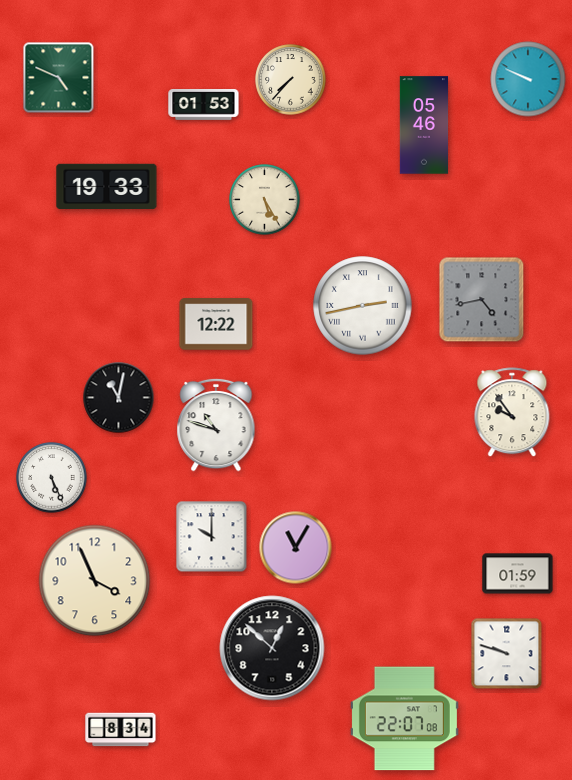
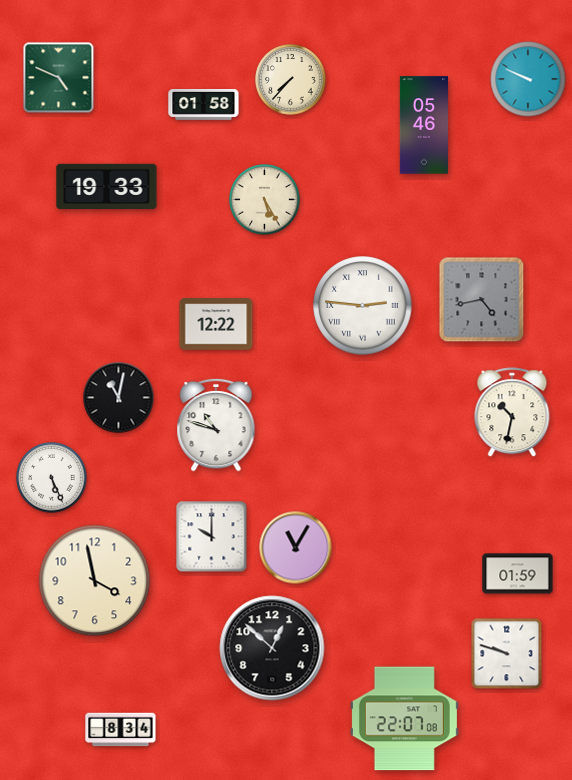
clock at (204, 105): 01:53 -> 01:58
clock at (363, 306): 2:43 -> 2:46
clock at (512, 413): 9:54 -> 10:32
clock at (95, 581): 3:56 -> 3:58
